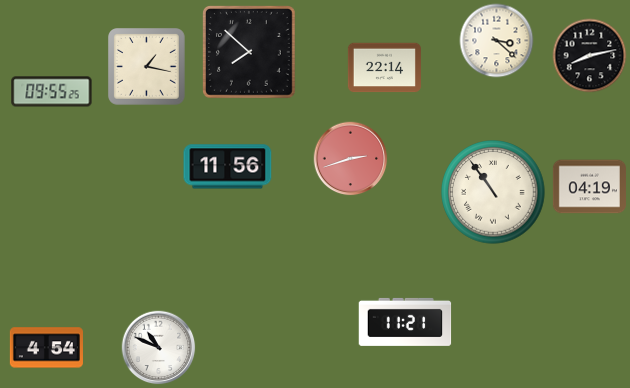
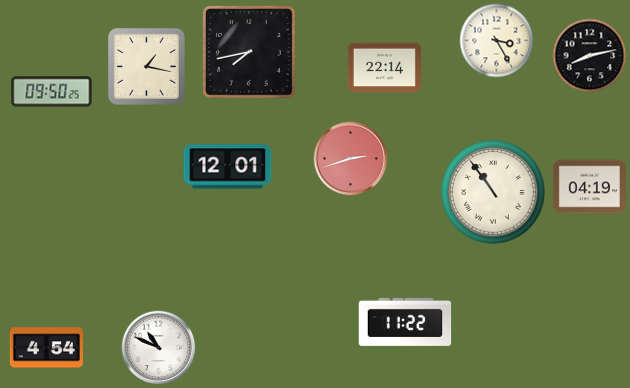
clock at (497, 41): 3:22 -> 3:25
clock at (250, 53): 7:52 -> 7:43
clock at (52, 92): 09:55 -> 09:50
clock at (228, 167): 11:56 -> 12:01
clock at (405, 322): 11:21 -> 11:22
